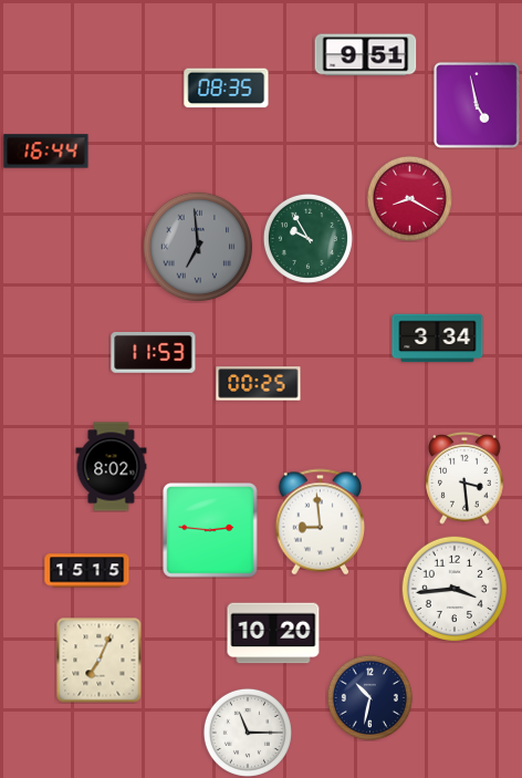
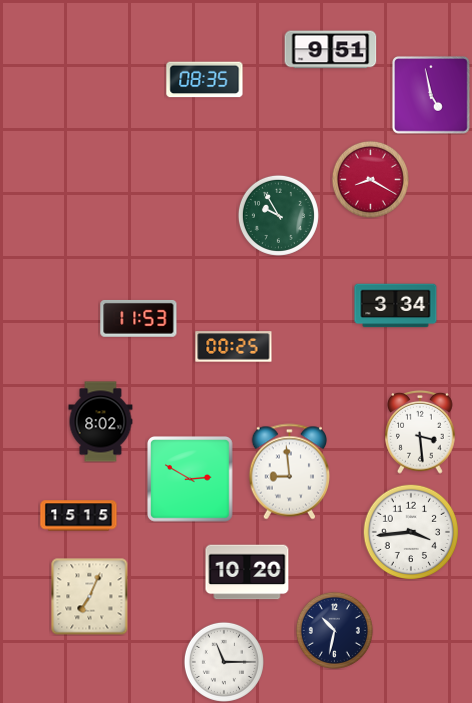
clock at (46, 152): 16:44 -> none
clock at (198, 247): 6:59 -> none
clock at (211, 531): 2:46 -> 2:50
